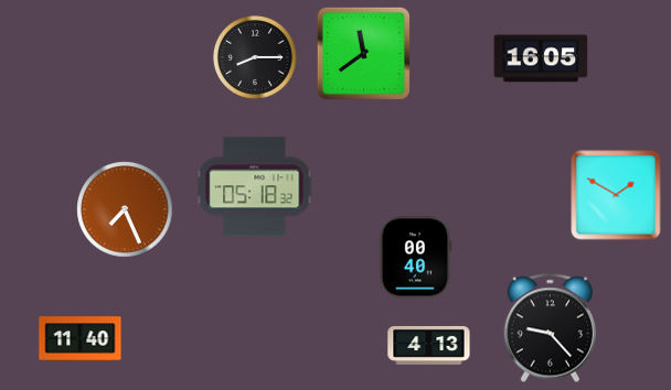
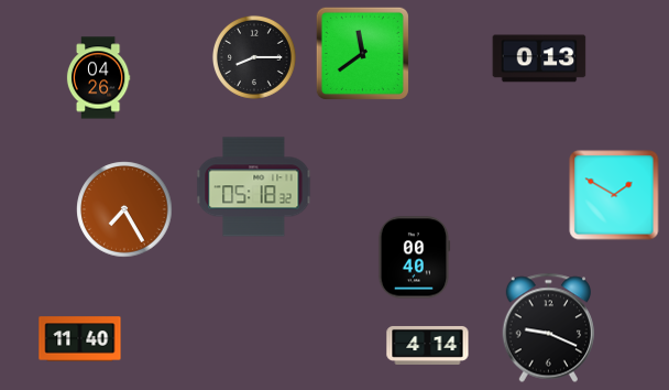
clock at (541, 58): 16:05 -> 0:13
clock at (98, 78): none -> 04:26
clock at (125, 209): 7:26 -> 7:25
clock at (550, 328): 9:23 -> 9:19
clock at (429, 345): 4:13 -> 4:14
